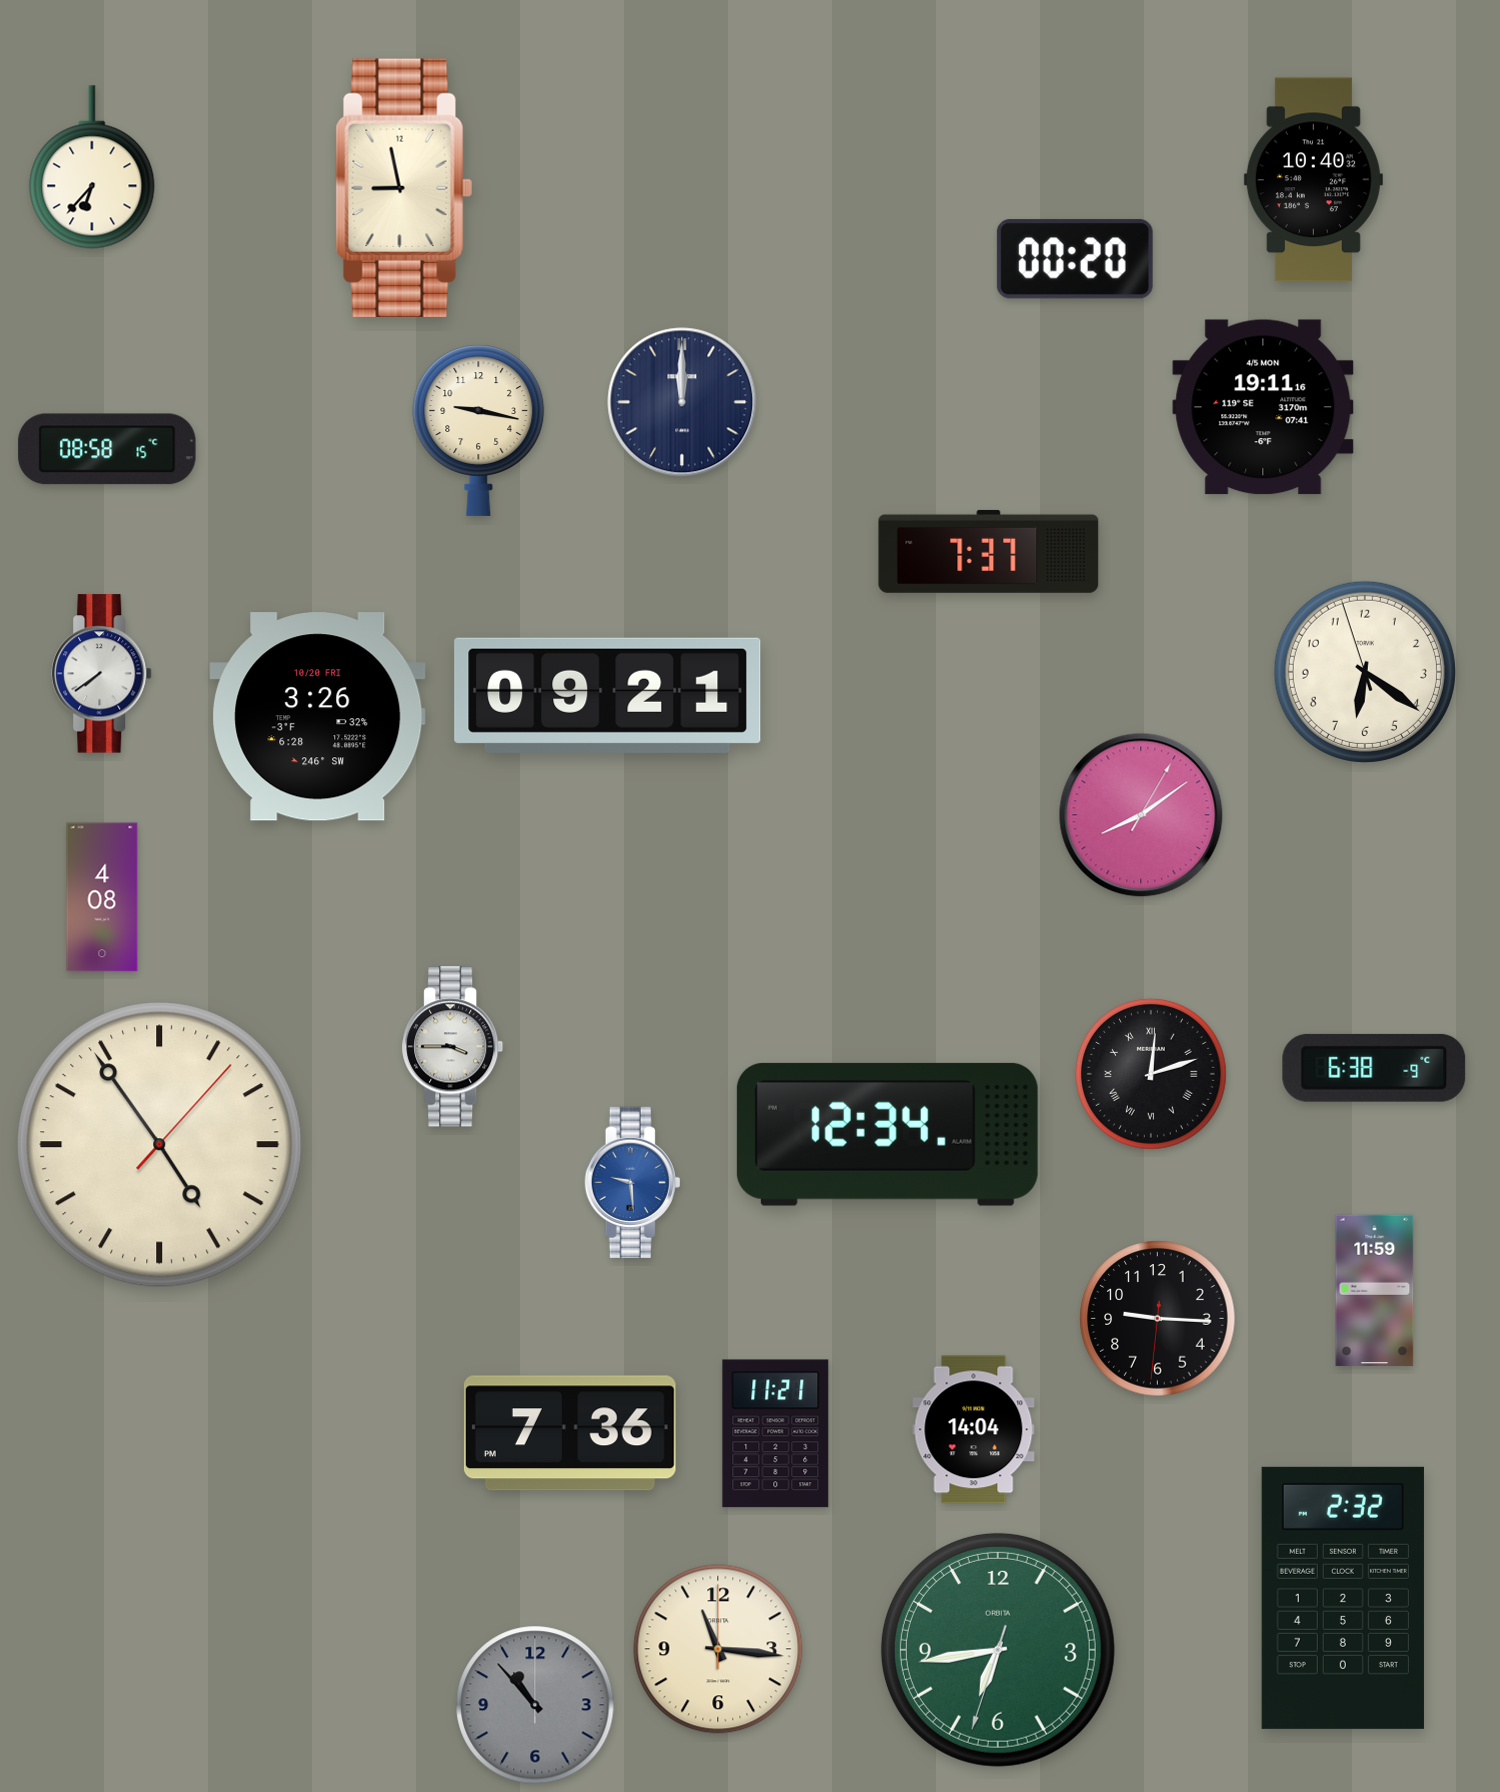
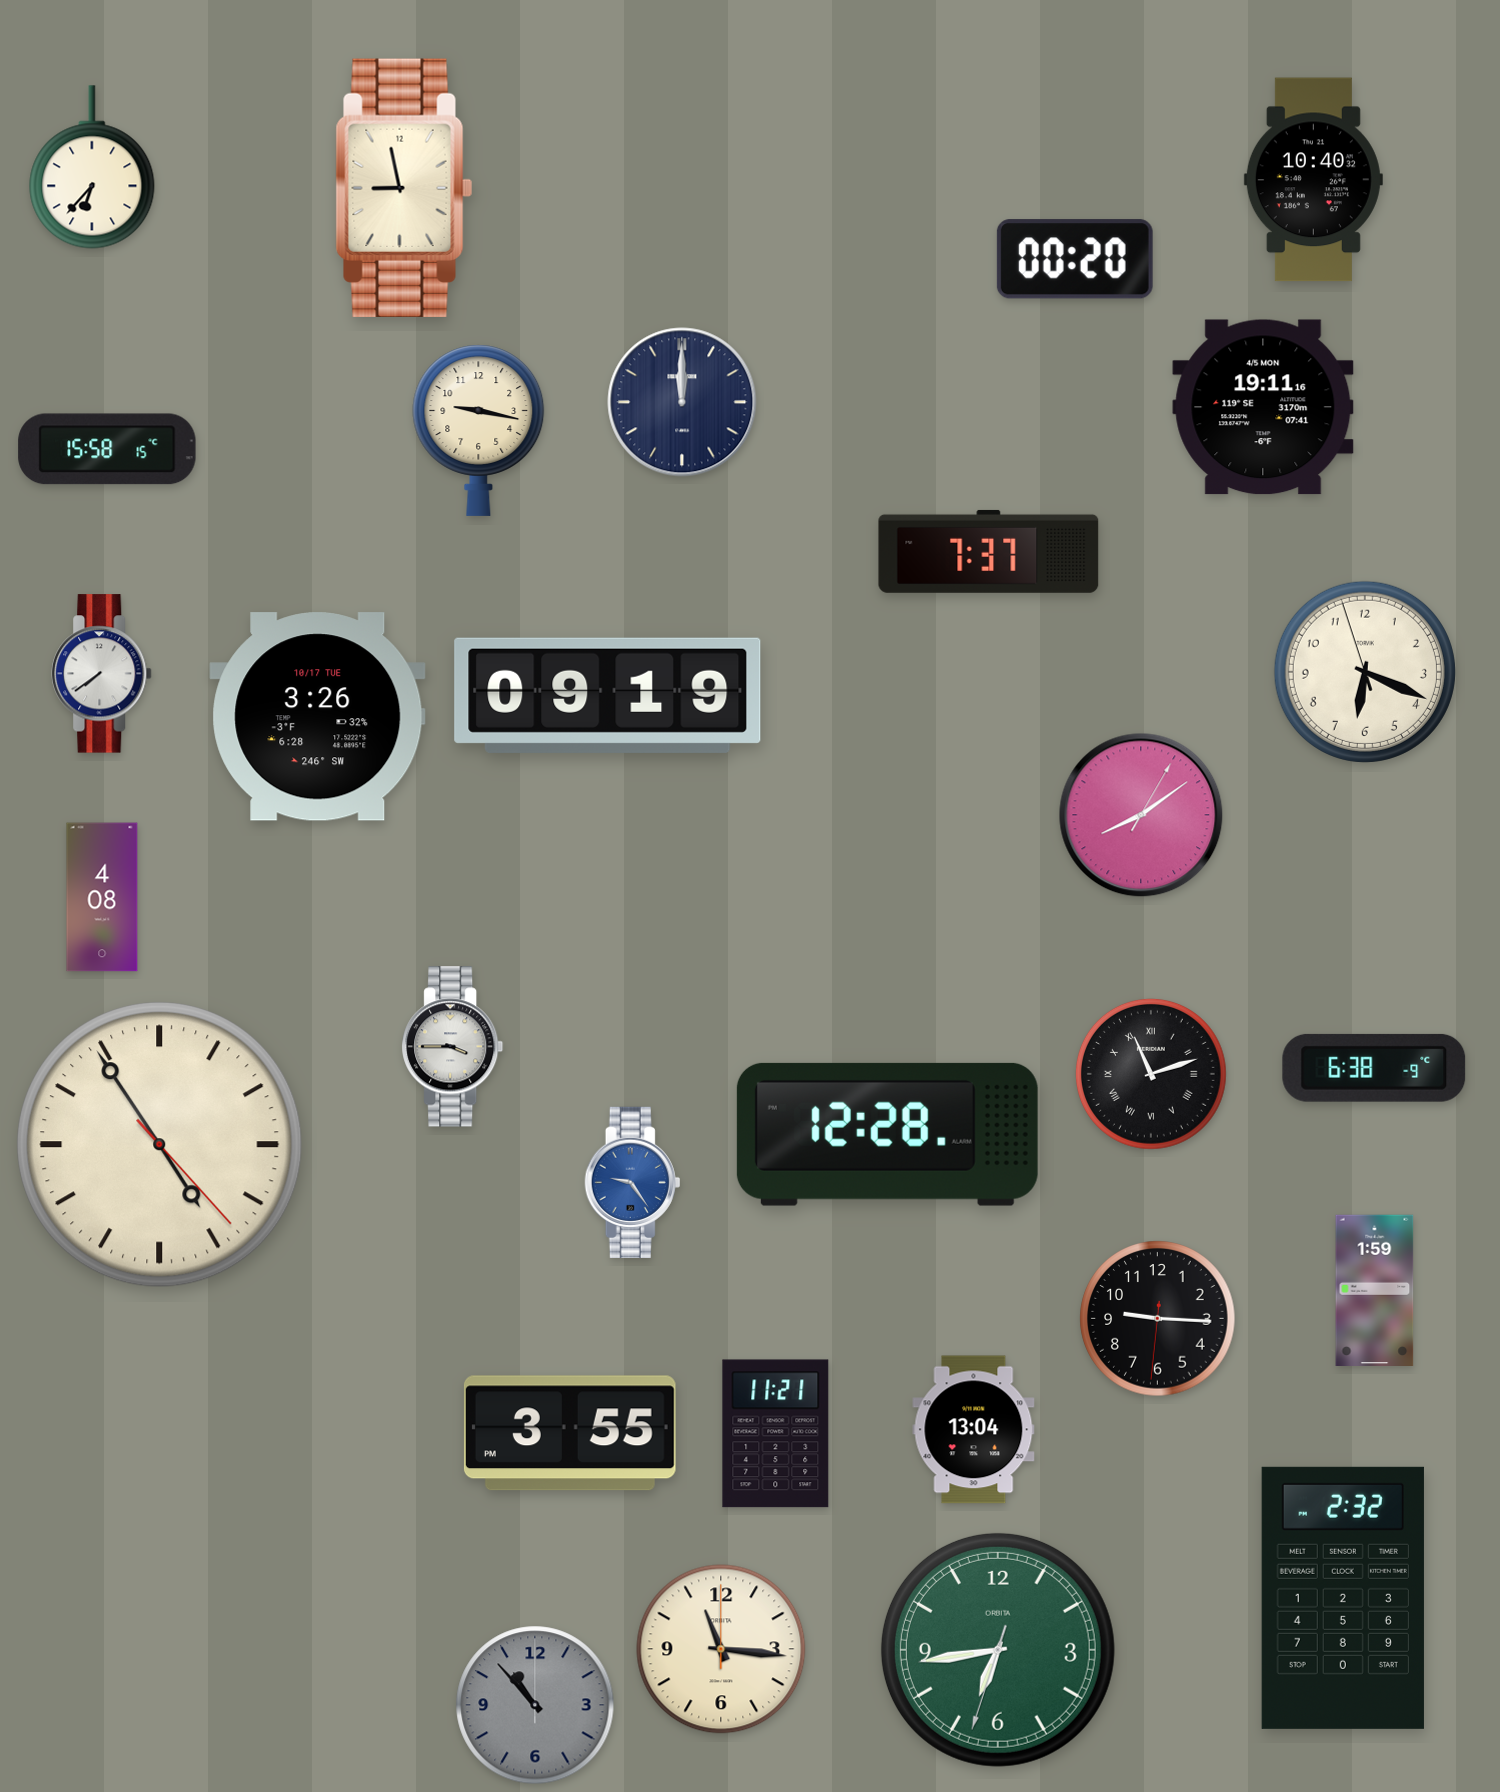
clock at (107, 449): 08:58 -> 15:58
clock at (1365, 672): 6:20 -> 6:18
clock at (608, 695): 09:21 -> 09:19
clock at (318, 717) date: 10/20 FRI -> 10/17 TUE
clock at (1151, 1074): 12:12 -> 11:12
clock at (887, 1134): 12:34 -> 12:28
clock at (160, 1145): 4:54:07 -> 4:54:23
clock at (633, 1182): 9:29 -> 9:24
clock at (1375, 1291): 11:59 -> 1:59
clock at (974, 1430): 14:04 -> 13:04
clock at (570, 1433): 7:36 -> 3:55
clock at (718, 1649) position: (718, 1649) -> (721, 1649)
